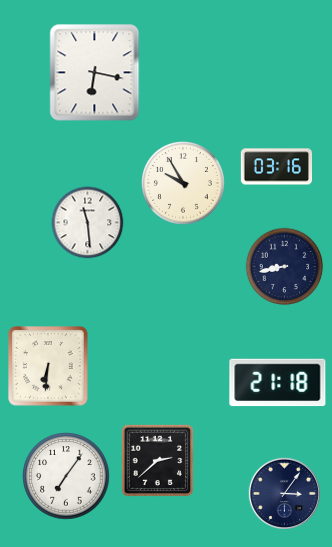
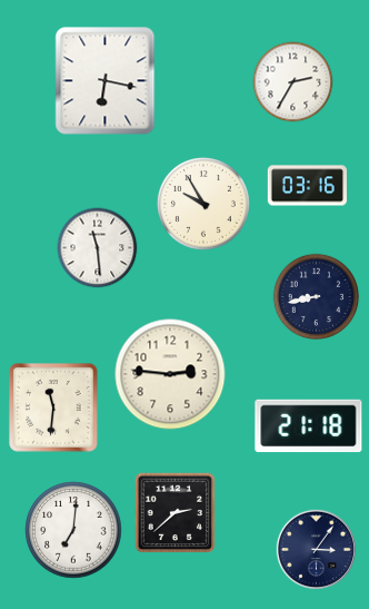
clock at (293, 82): none -> 2:35
clock at (170, 374): none -> 2:46
clock at (48, 366): 6:31 -> 11:31
clock at (66, 476): 7:06 -> 7:01
